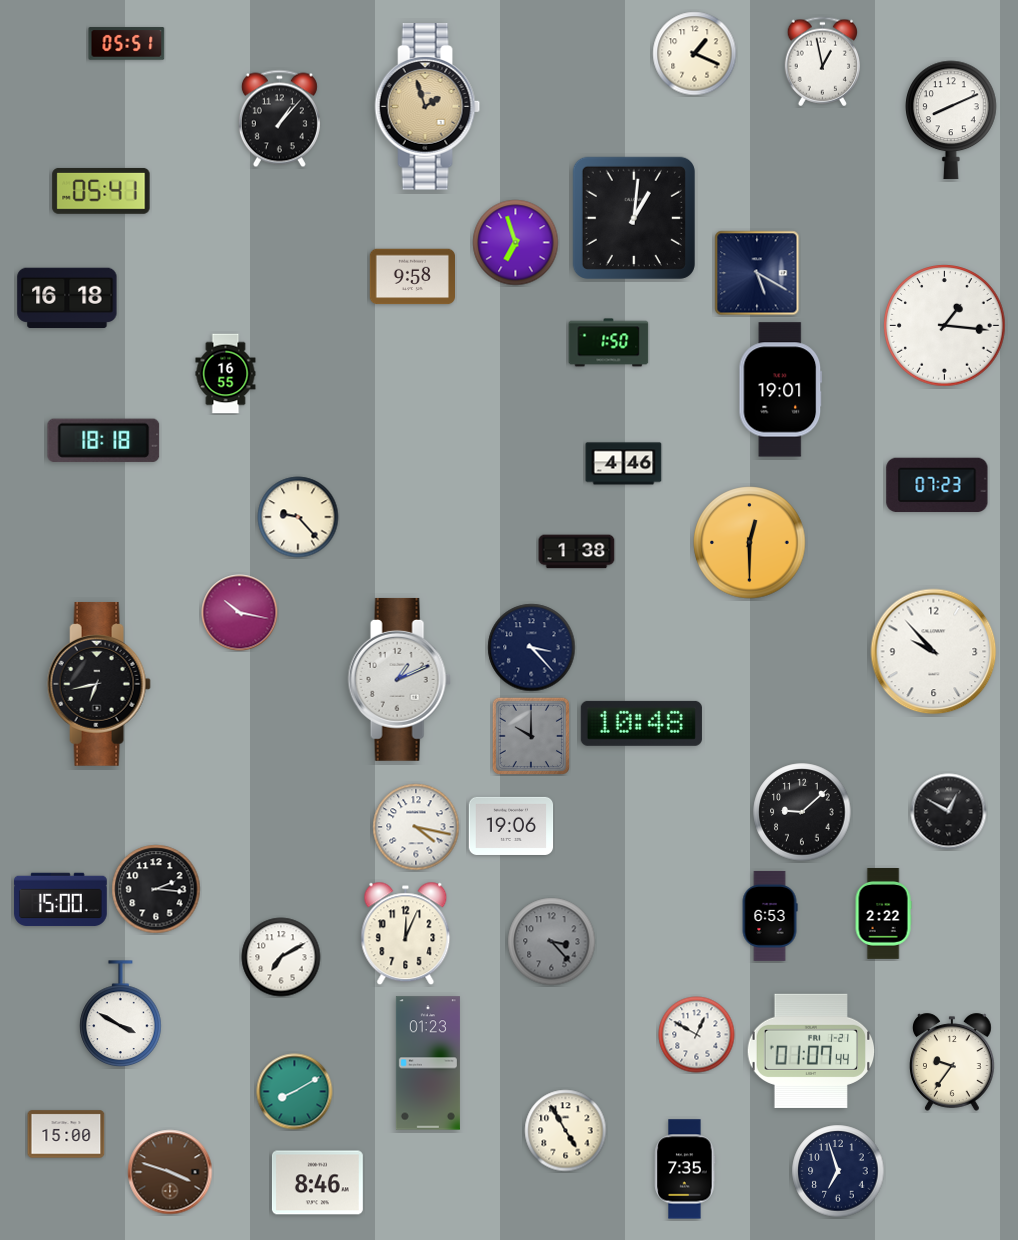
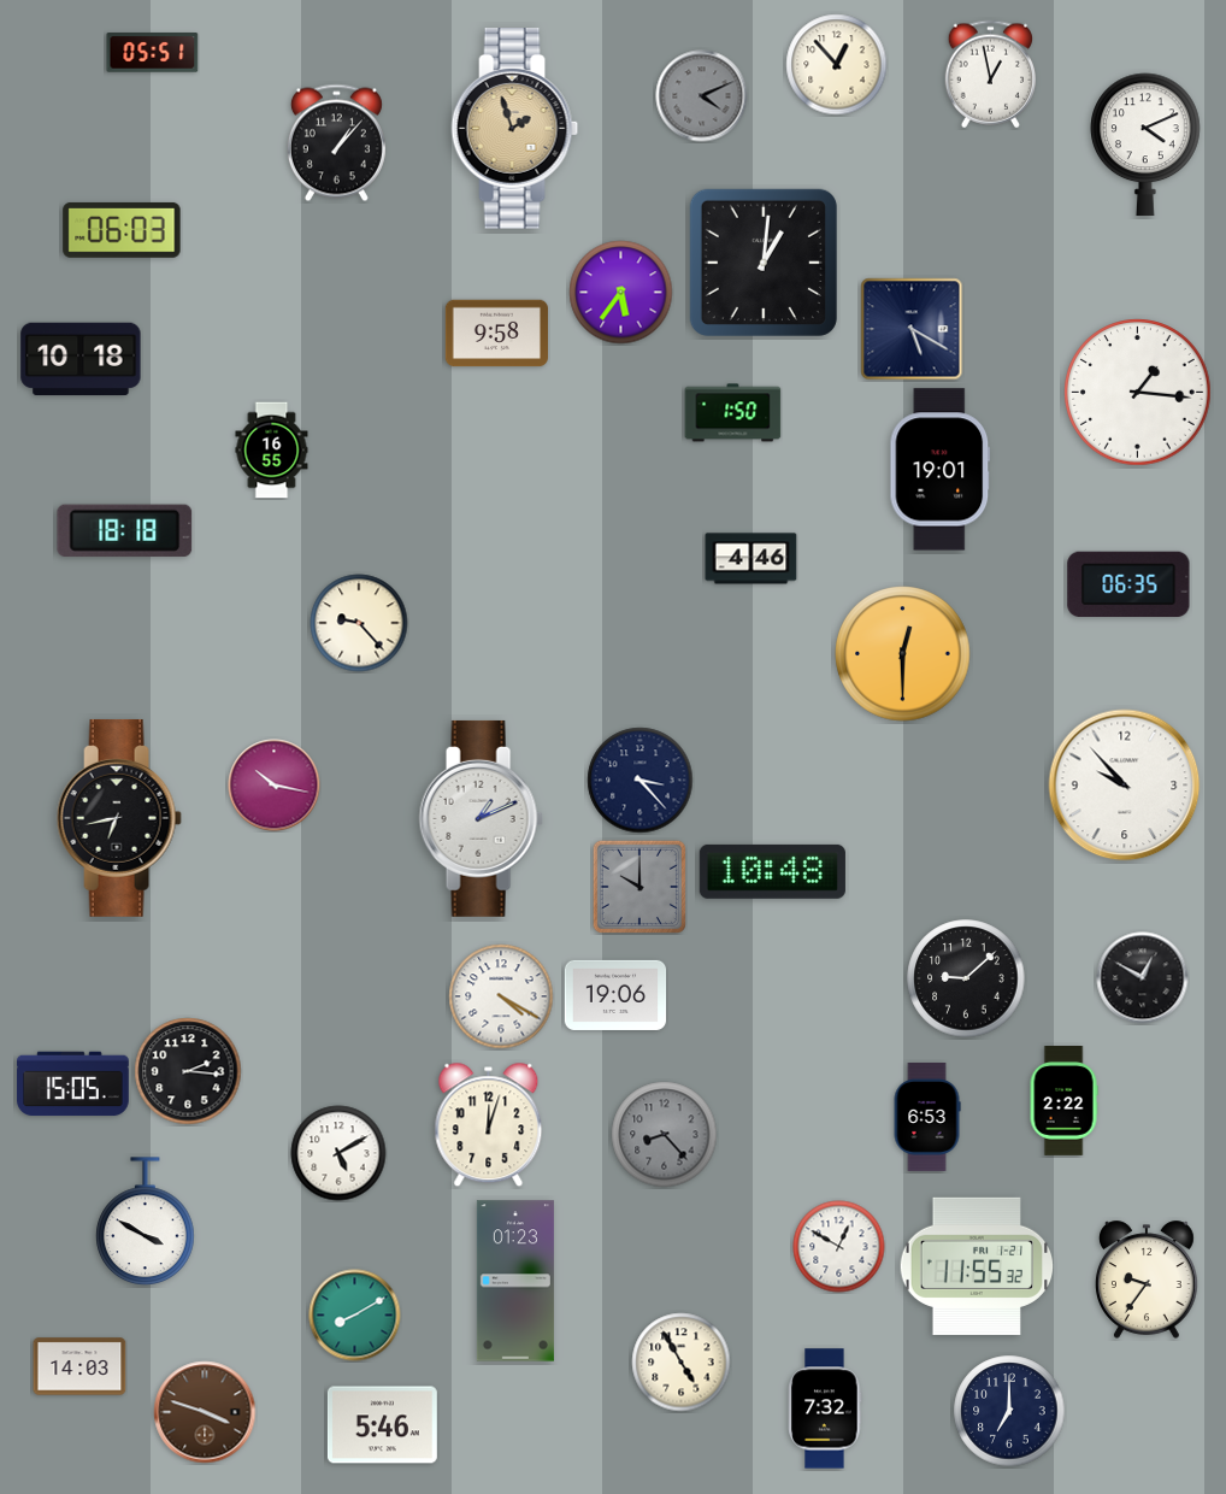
clock at (695, 54): 1:19 -> 12:53
clock at (702, 96): none -> 4:11
clock at (952, 120): 8:11 -> 4:11
clock at (101, 191): 05:41 -> 06:03
clock at (516, 243): 6:57 -> 5:36
clock at (67, 298): 16:18 -> 10:18
clock at (937, 484): 07:23 -> 06:35
clock at (577, 552): 1:38 -> none
clock at (240, 613) position: (240, 613) -> (275, 786)
clock at (99, 684) position: (99, 684) -> (119, 818)
clock at (416, 827): 4:17 -> 4:20
clock at (61, 900): 15:00 -> 15:05
clock at (770, 916) position: (770, 916) -> (927, 1117)
clock at (406, 934): 12:04 -> 12:03
clock at (552, 942): 3:23 -> 8:23
clock at (281, 957): 7:10 -> 5:10
clock at (811, 1050): 01:07 -> 11:55
clock at (66, 1134): 15:00 -> 14:03
clock at (685, 1169): 7:35 -> 7:32
clock at (838, 1171): 6:57 -> 7:00
clock at (317, 1183): 8:46 -> 5:46
